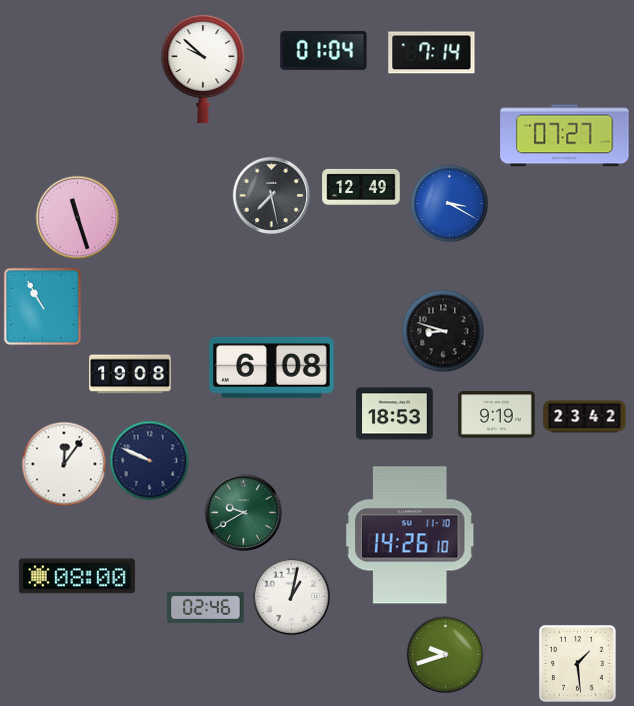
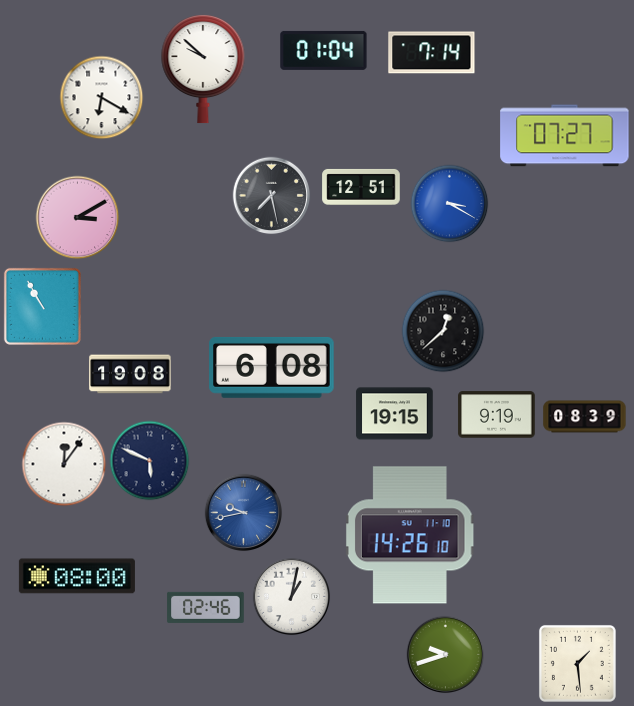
clock at (101, 97): none -> 6:20
clock at (361, 187): 12:49 -> 12:51
clock at (77, 217): 11:27 -> 3:10
clock at (443, 331): 8:48 -> 12:38
clock at (395, 414): 18:53 -> 19:15
clock at (585, 417): 23:42 -> 08:39
clock at (149, 460): 9:49 -> 5:49
clock at (243, 512): 9:40 -> 9:43
clock at (243, 512) dial: green -> blue
